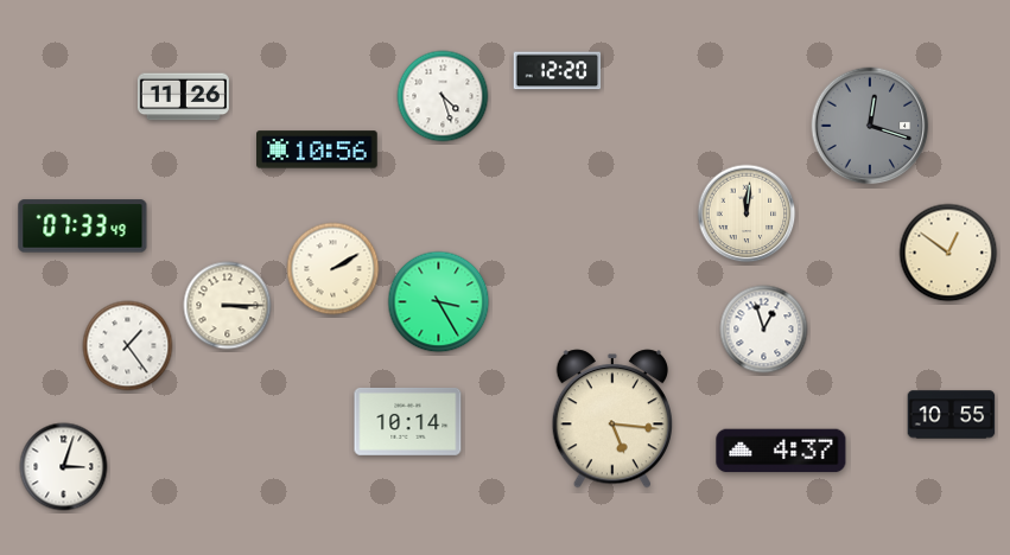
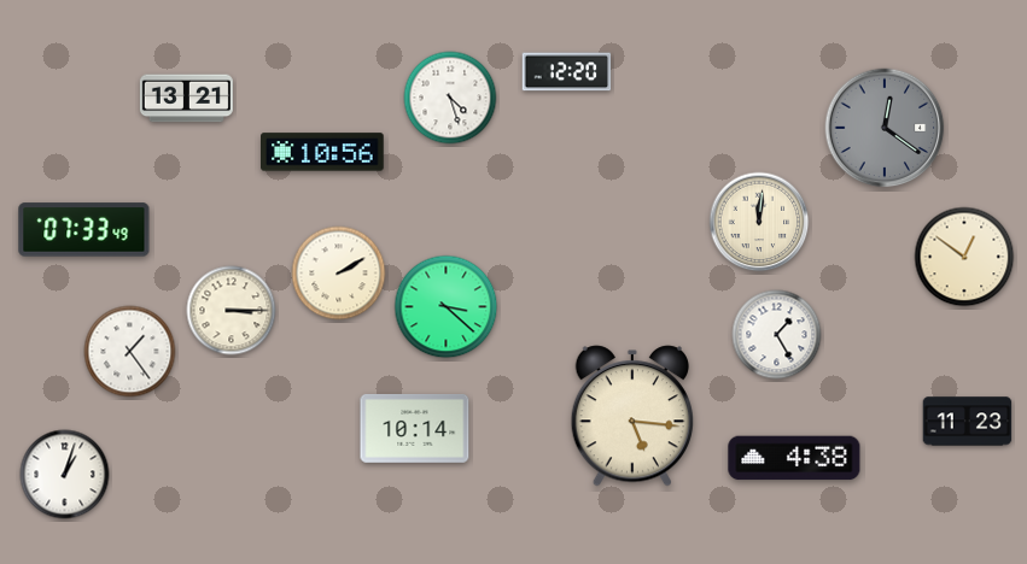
clock at (183, 97): 11:26 -> 13:21
clock at (870, 126): 12:18 -> 12:21
clock at (747, 213) position: (747, 213) -> (759, 222)
clock at (439, 302): 3:25 -> 3:22
clock at (764, 330): 12:57 -> 1:25
clock at (952, 415): 10:55 -> 11:23
clock at (611, 419) position: (611, 419) -> (631, 416)
clock at (781, 451): 4:37 -> 4:38
clock at (64, 467): 3:03 -> 1:03
